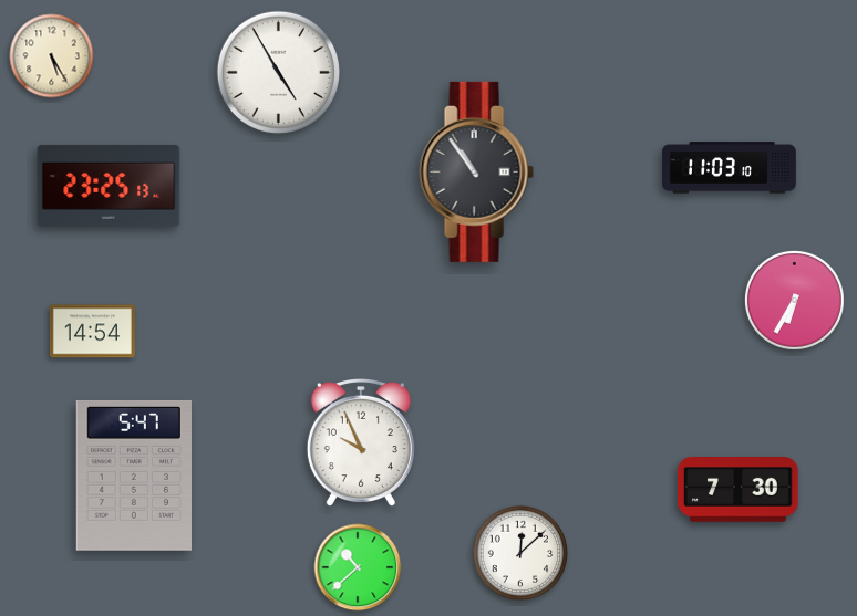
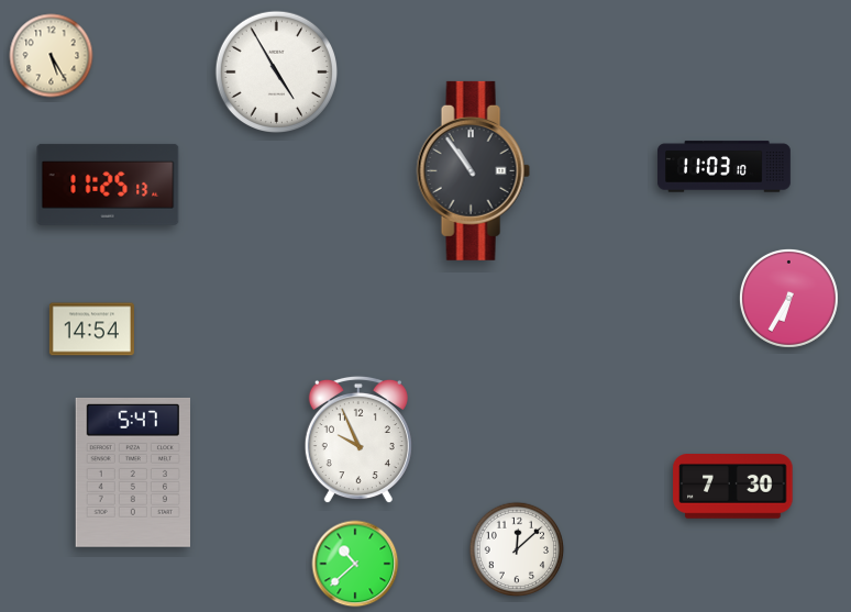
clock at (109, 186): 23:25 -> 11:25
